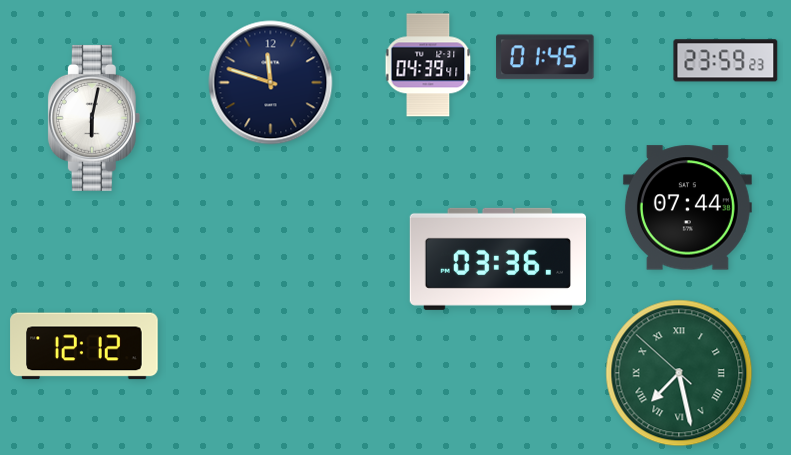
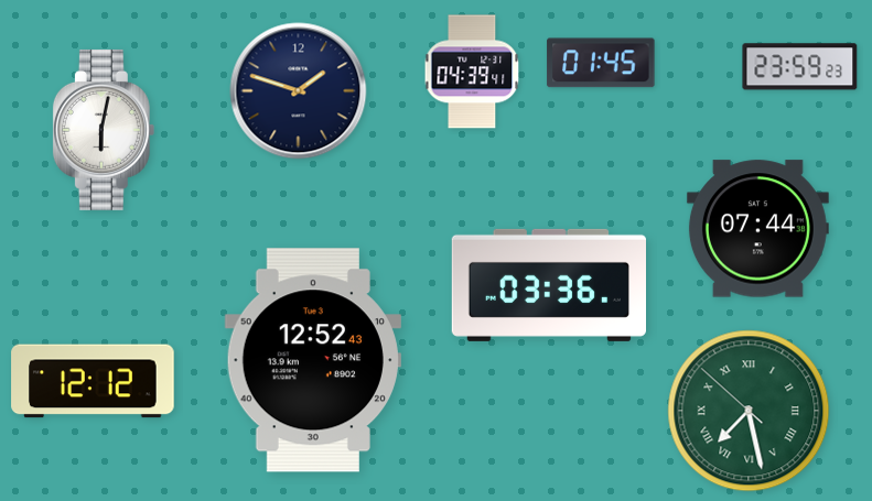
clock at (271, 83): 11:48 -> 1:48
clock at (313, 360): none -> 12:52
